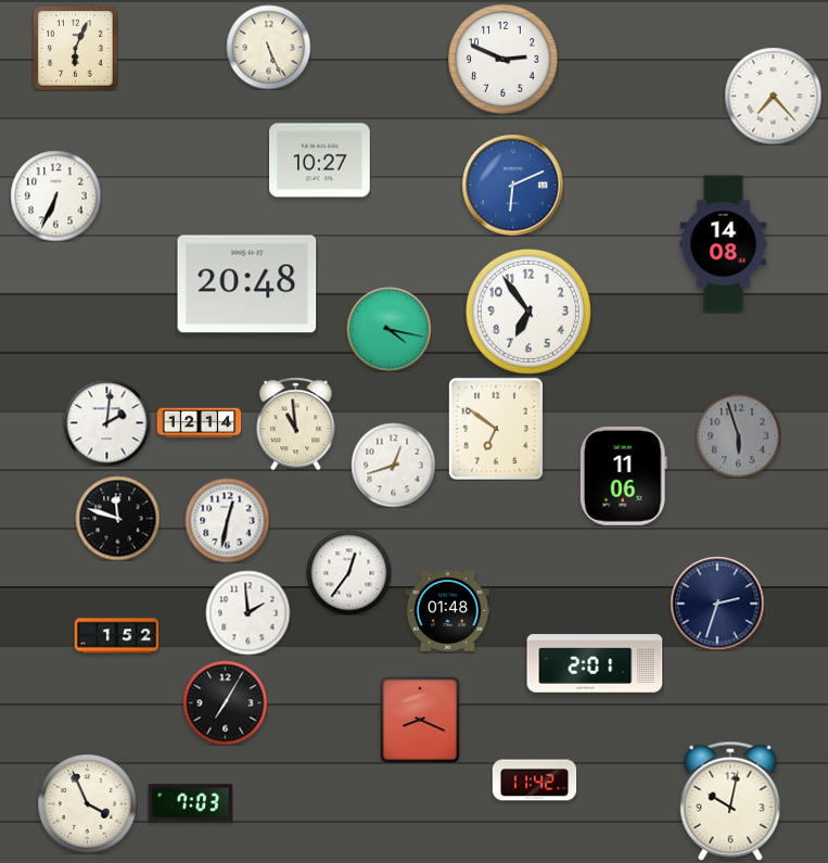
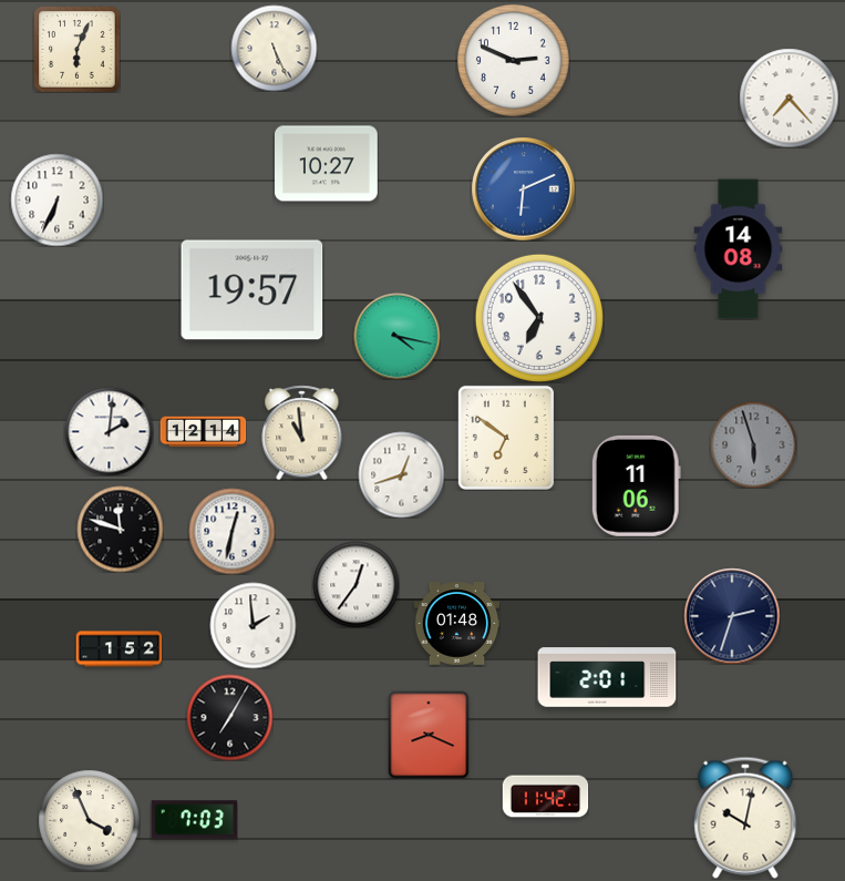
clock at (247, 284): 20:48 -> 19:57
